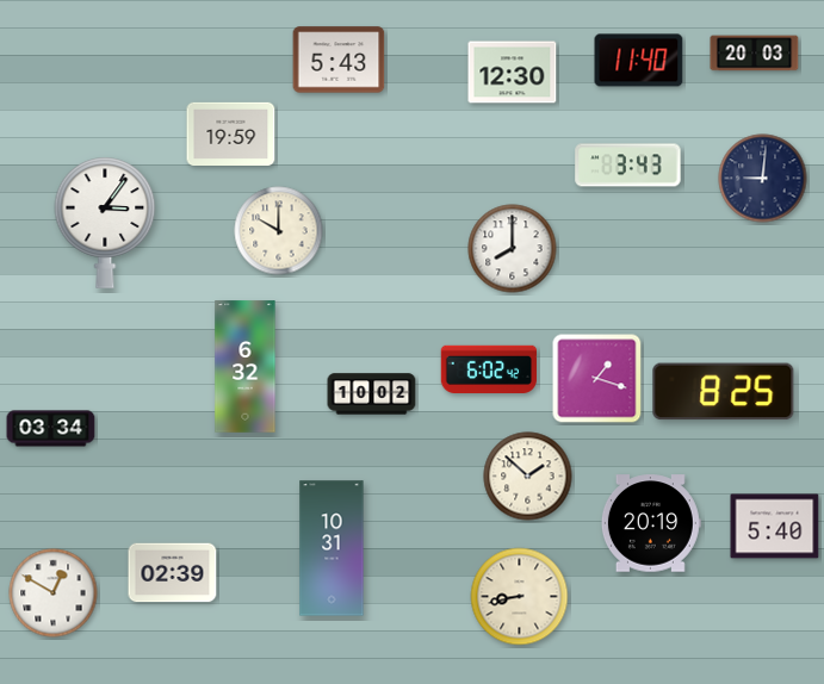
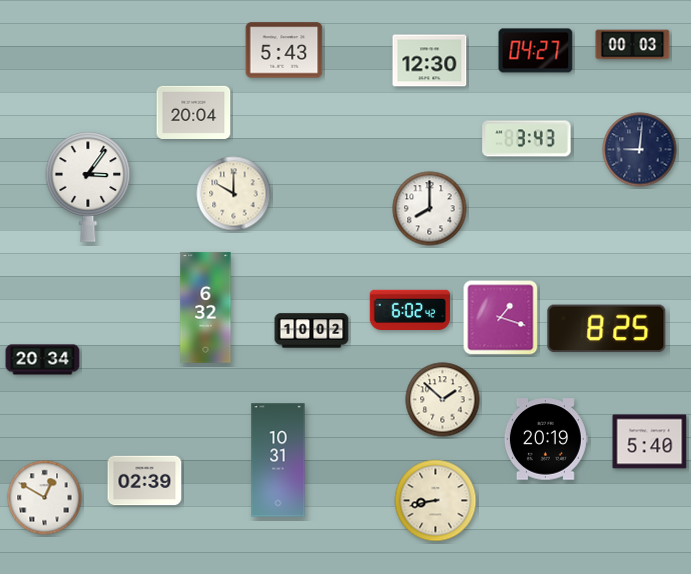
clock at (755, 54): 20:03 -> 00:03
clock at (639, 61): 11:40 -> 04:27
clock at (231, 133): 19:59 -> 20:04
clock at (51, 429): 03:34 -> 20:34
